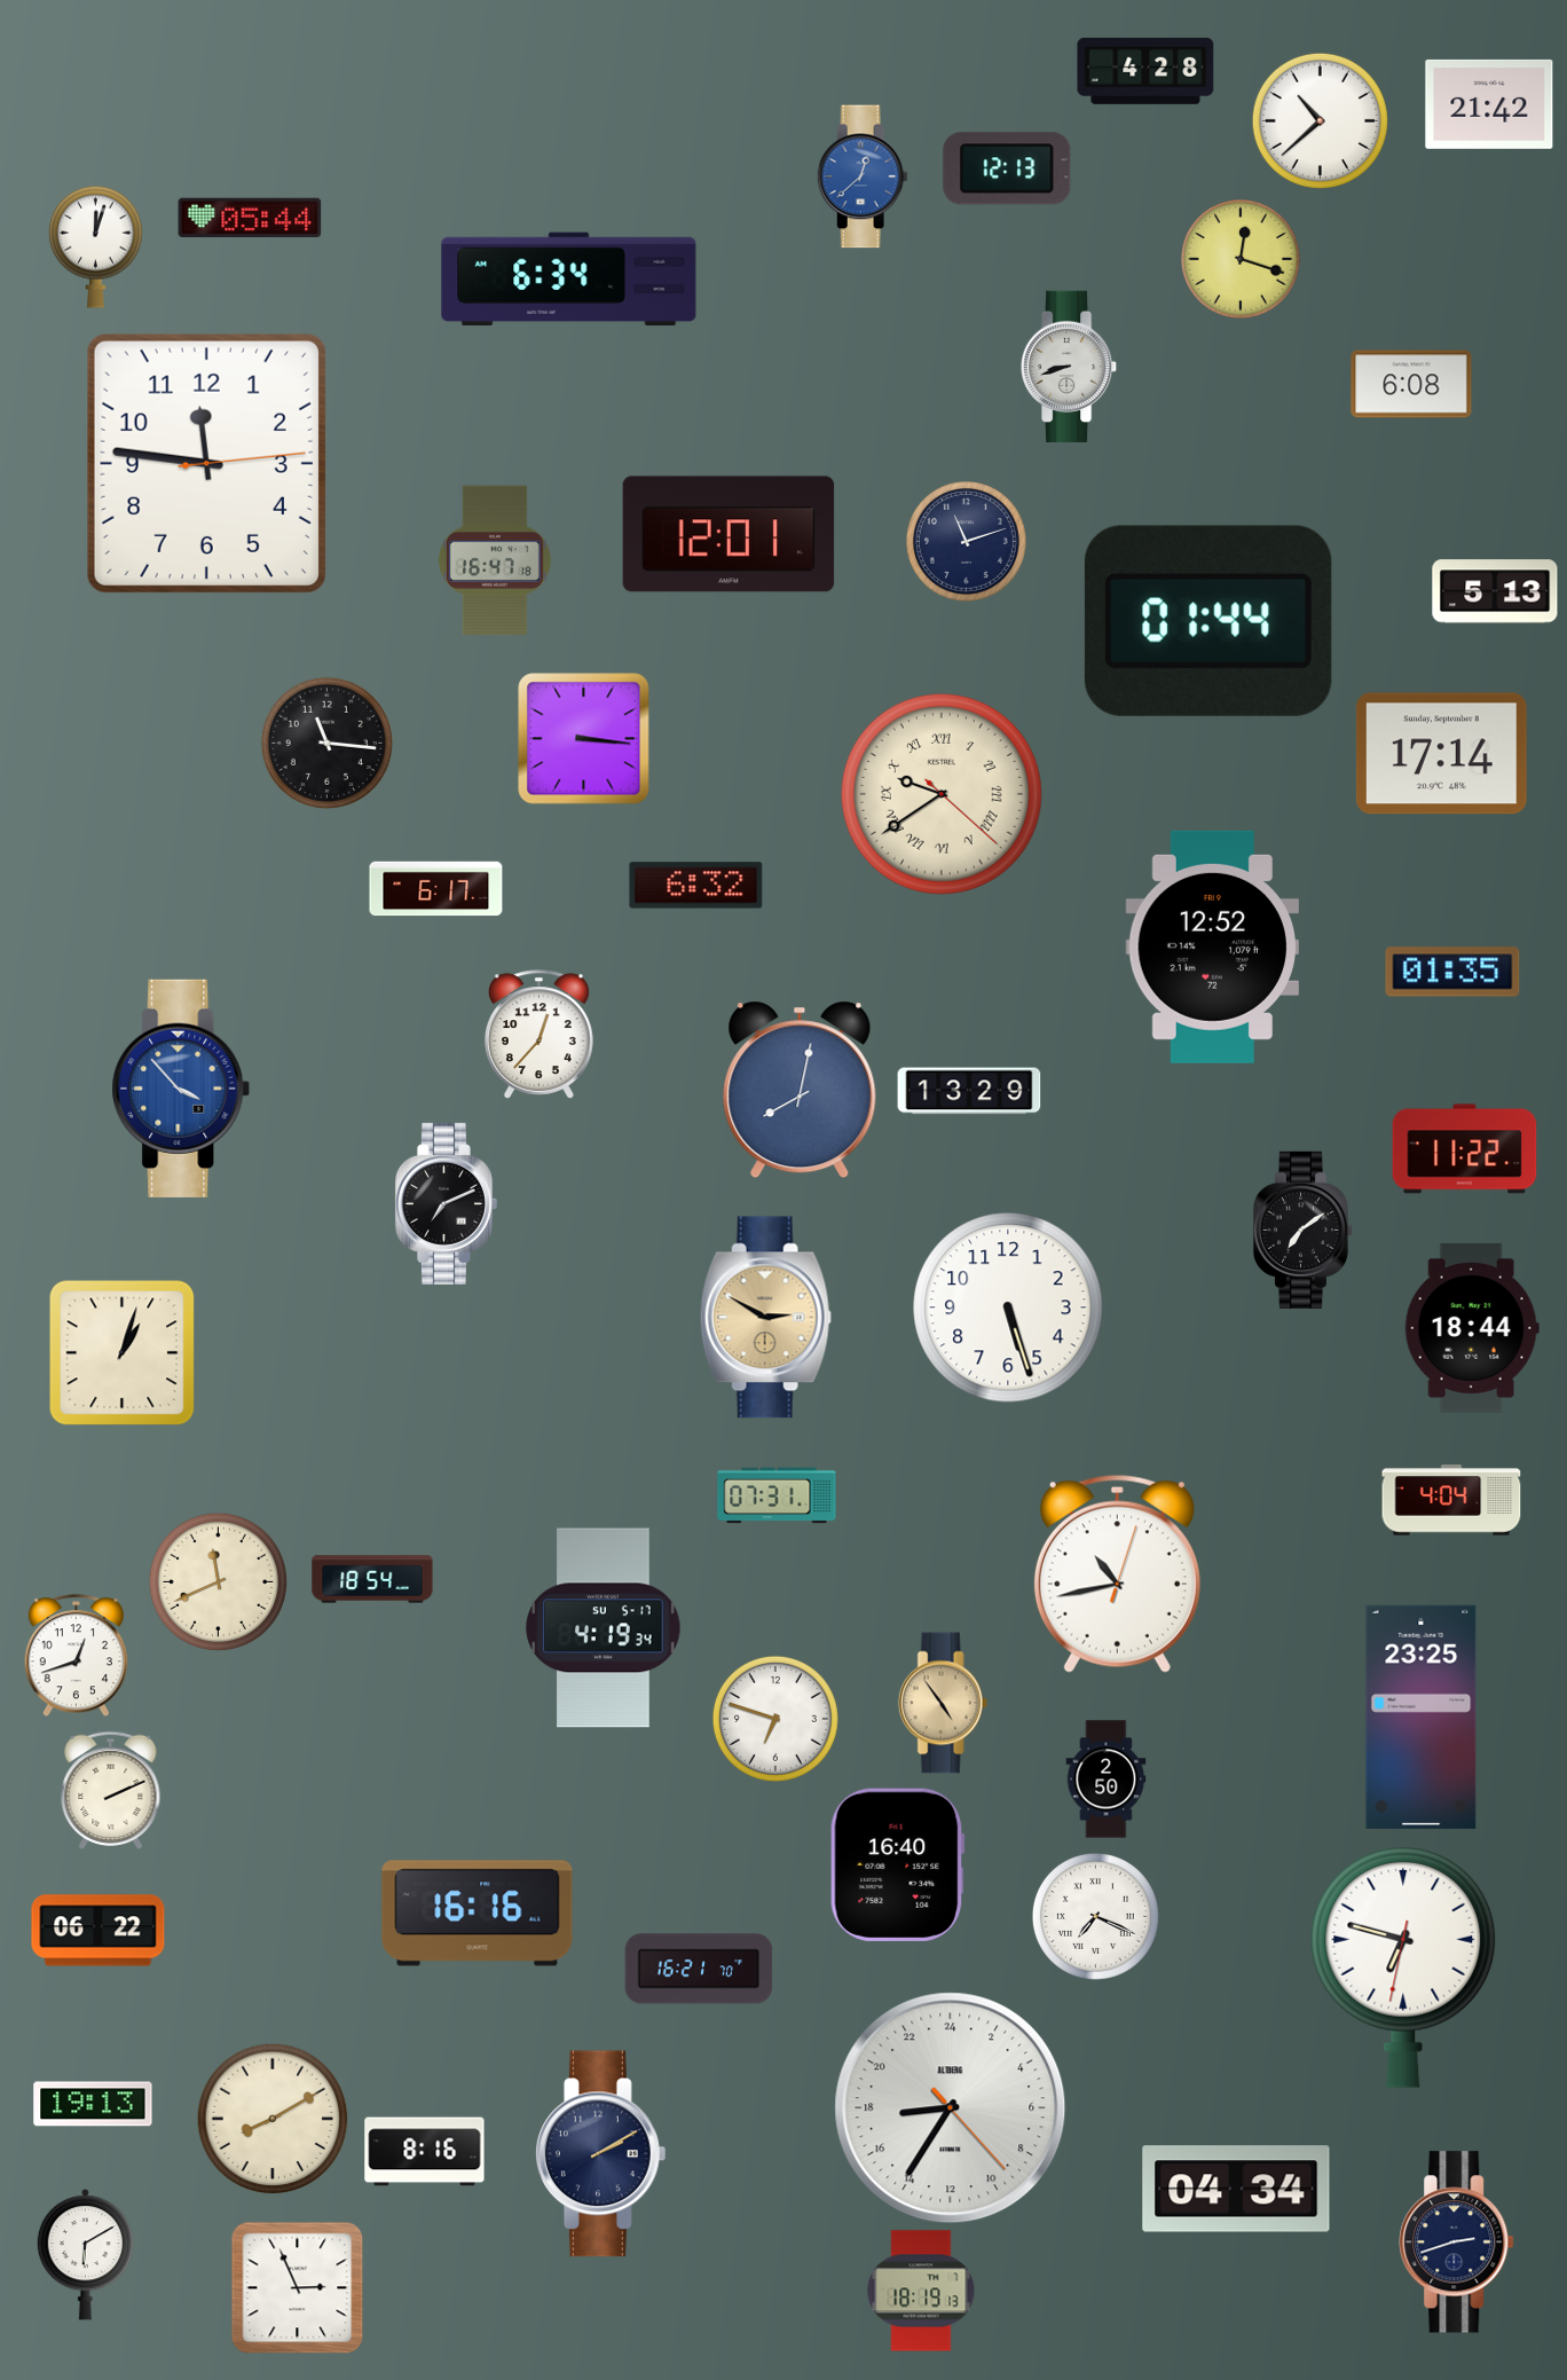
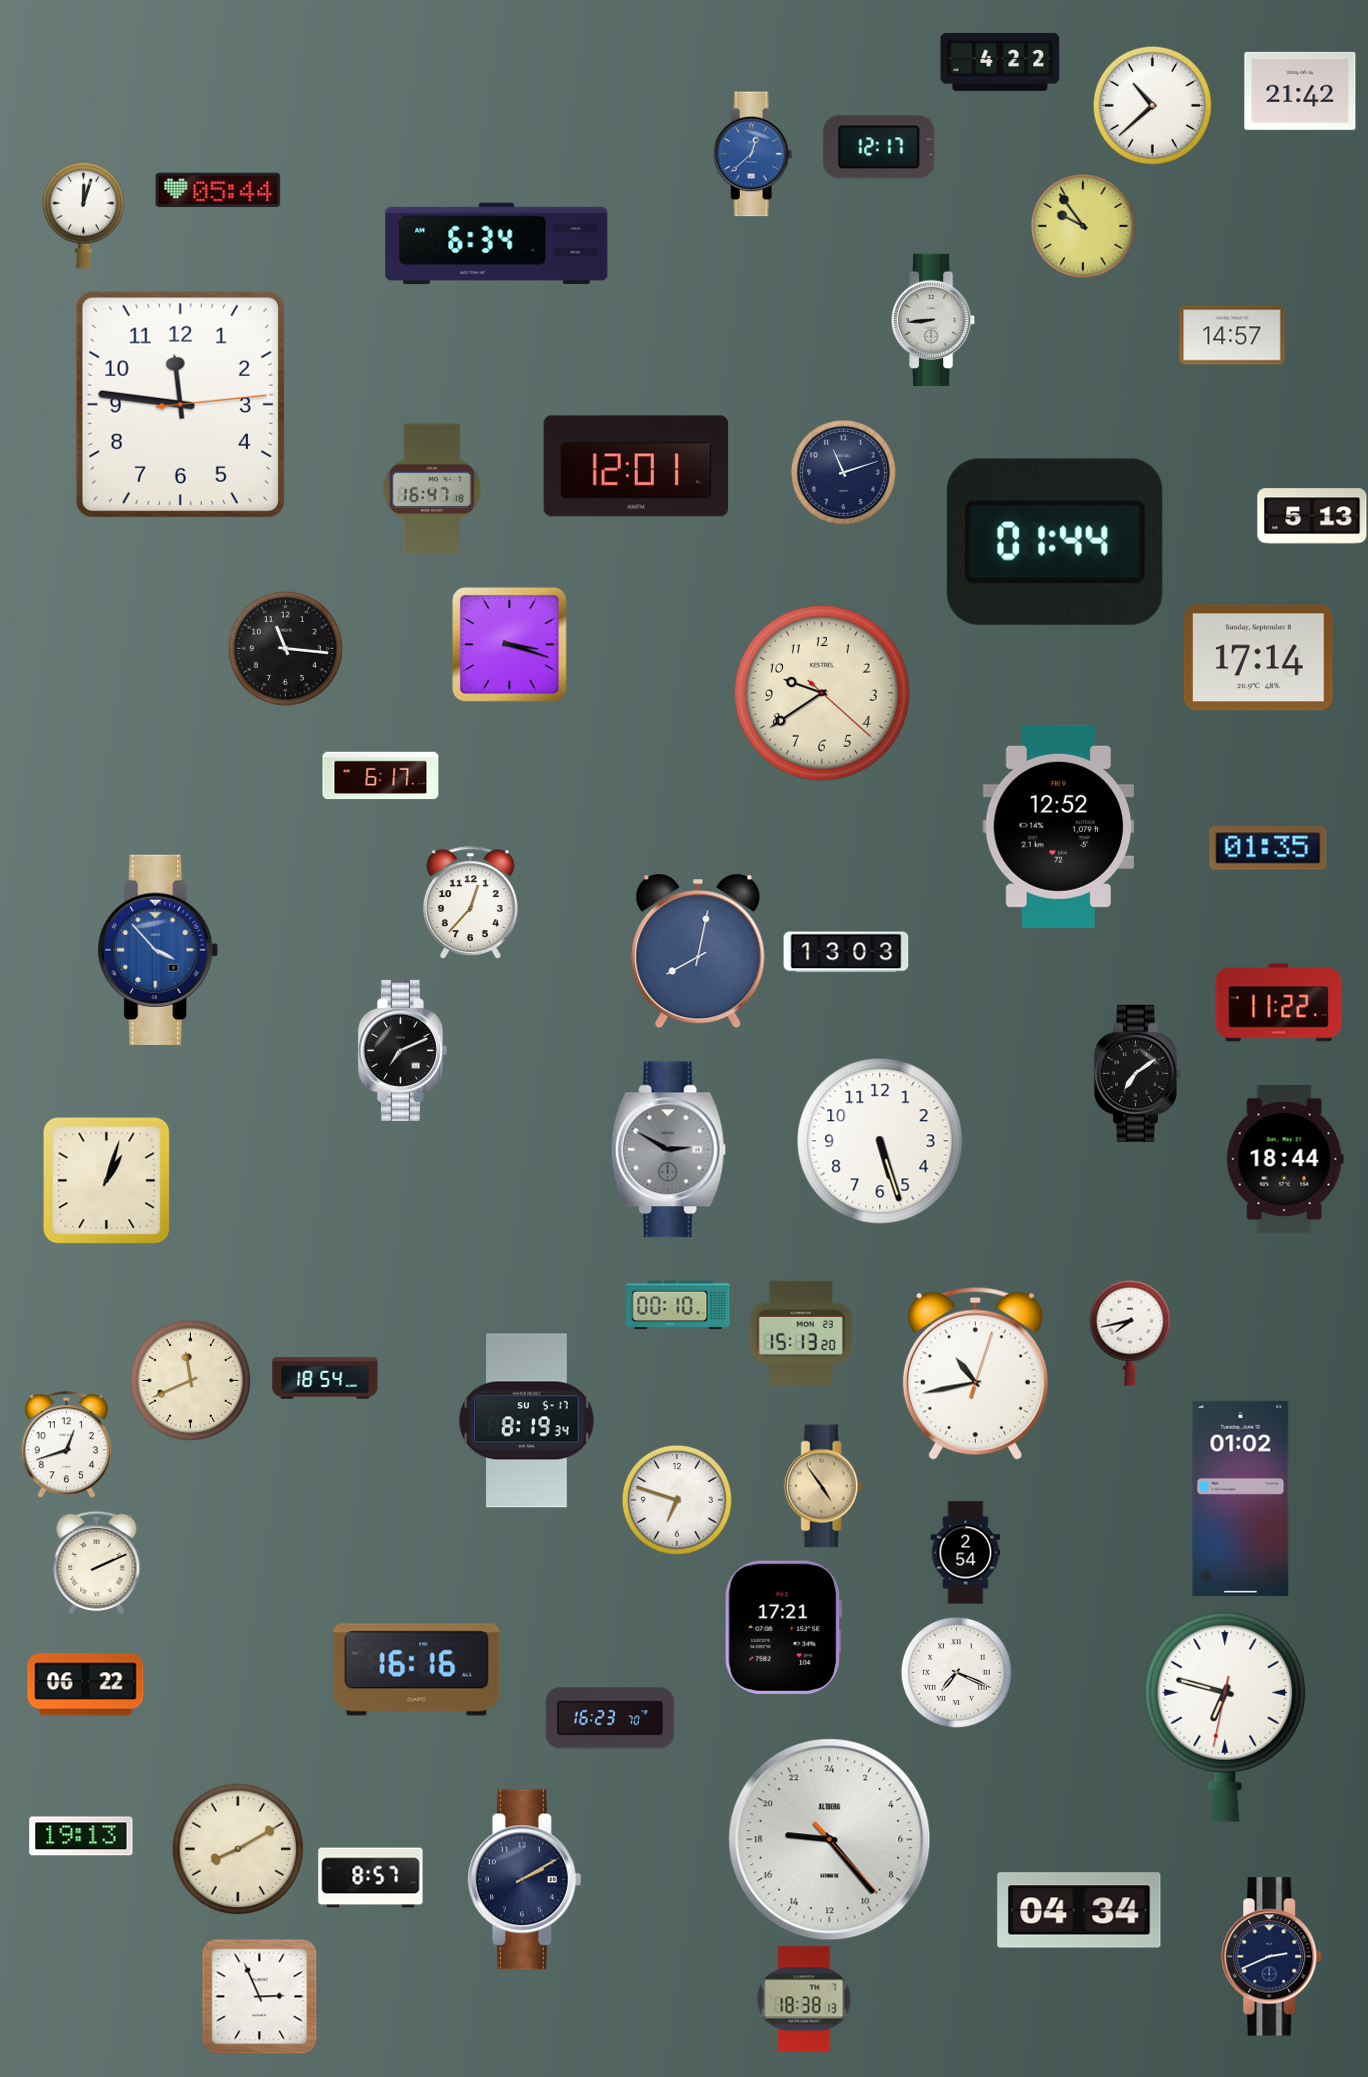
clock at (1145, 71): 4:28 -> 4:22
clock at (1007, 168): 12:13 -> 12:17
clock at (1242, 260): 12:18 -> 9:54
clock at (1069, 367): 8:42 -> 8:44
clock at (1411, 384): 6:08 -> 14:57
clock at (1495, 591) position: (1495, 591) -> (1312, 516)
clock at (584, 739): 3:16 -> 3:18
clock at (942, 794) numerals: Roman -> Arabic
clock at (696, 886): 6:32 -> none
clock at (969, 1091): 13:29 -> 13:03
clock at (446, 1203) position: (446, 1203) -> (402, 1050)
clock at (765, 1318) dial: champagne -> grey
clock at (777, 1495): 07:31 -> 00:10
clock at (1451, 1500): 4:04 -> none
clock at (801, 1333): none -> 15:13
clock at (1130, 1333): none -> 7:43
clock at (604, 1628): 4:19 -> 8:19
clock at (1422, 1717): 23:25 -> 01:02
clock at (1107, 1780): 2:50 -> 2:54
clock at (897, 1864): 16:40 -> 17:21
clock at (699, 1969): 16:21 -> 16:23
clock at (951, 2108): 17:35 -> 18:23
clock at (425, 2152): 8:16 -> 8:57
clock at (1457, 2242): 2:42 -> 2:41
clock at (85, 2255): 6:10 -> none
clock at (921, 2291): 18:19 -> 18:38
